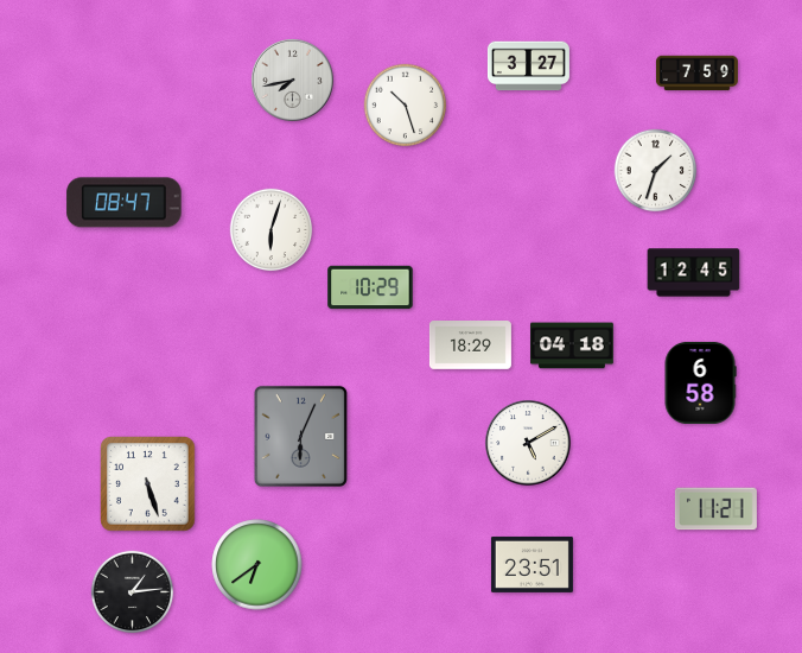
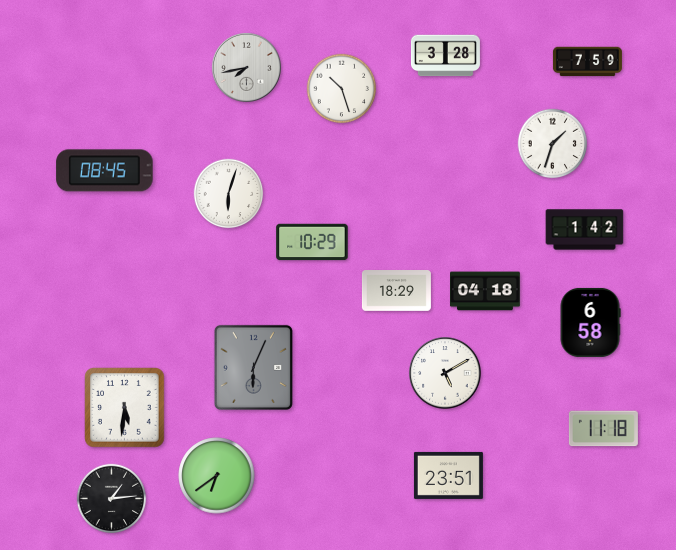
clock at (528, 66): 3:27 -> 3:28
clock at (125, 203): 08:47 -> 08:45
clock at (694, 273): 12:45 -> 1:42
clock at (573, 345) position: (573, 345) -> (486, 291)
clock at (148, 484): 5:27 -> 5:31
clock at (715, 509): 11:21 -> 11:18
